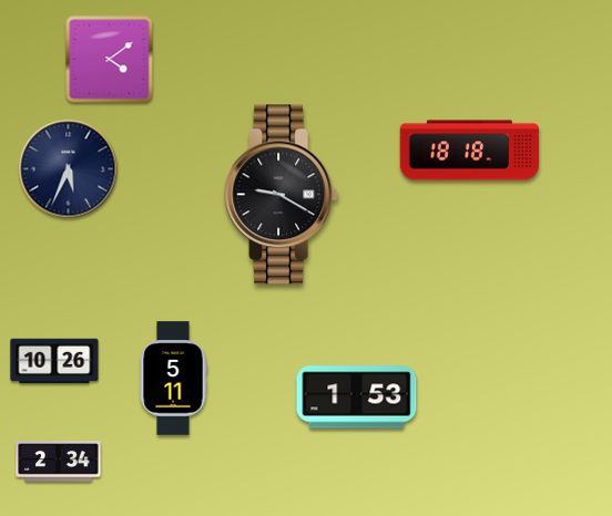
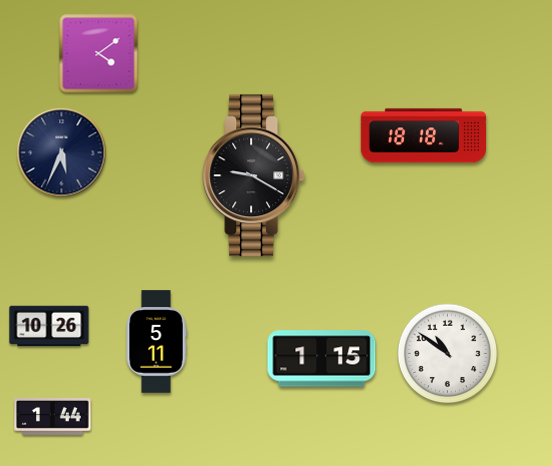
clock at (448, 354): none -> 10:51
clock at (357, 398): 1:53 -> 1:15
clock at (59, 462): 2:34 -> 1:44
